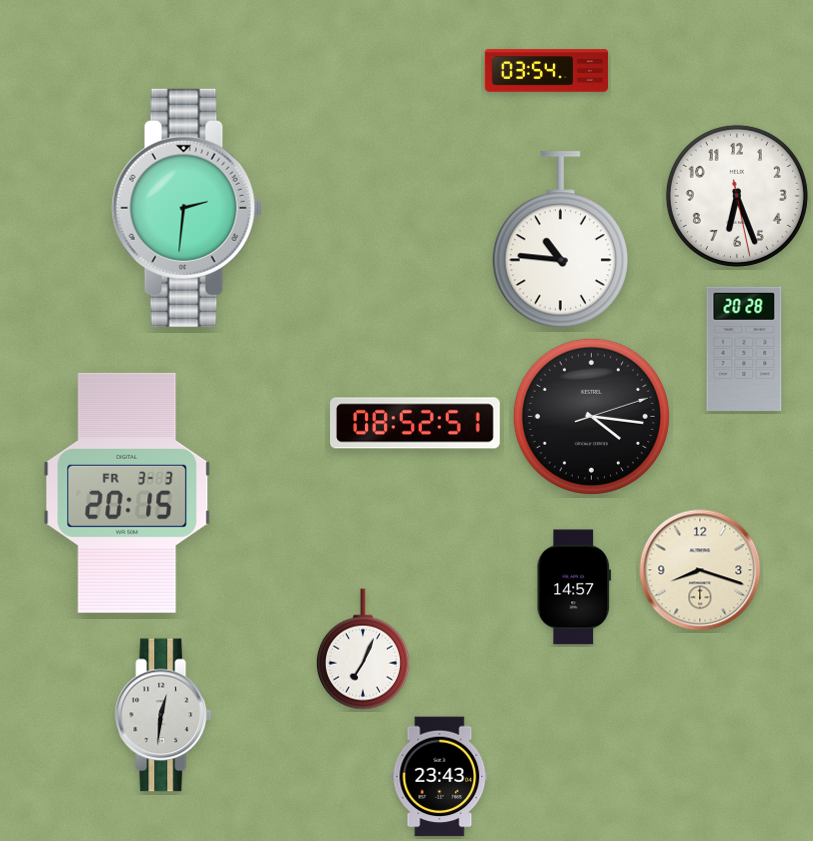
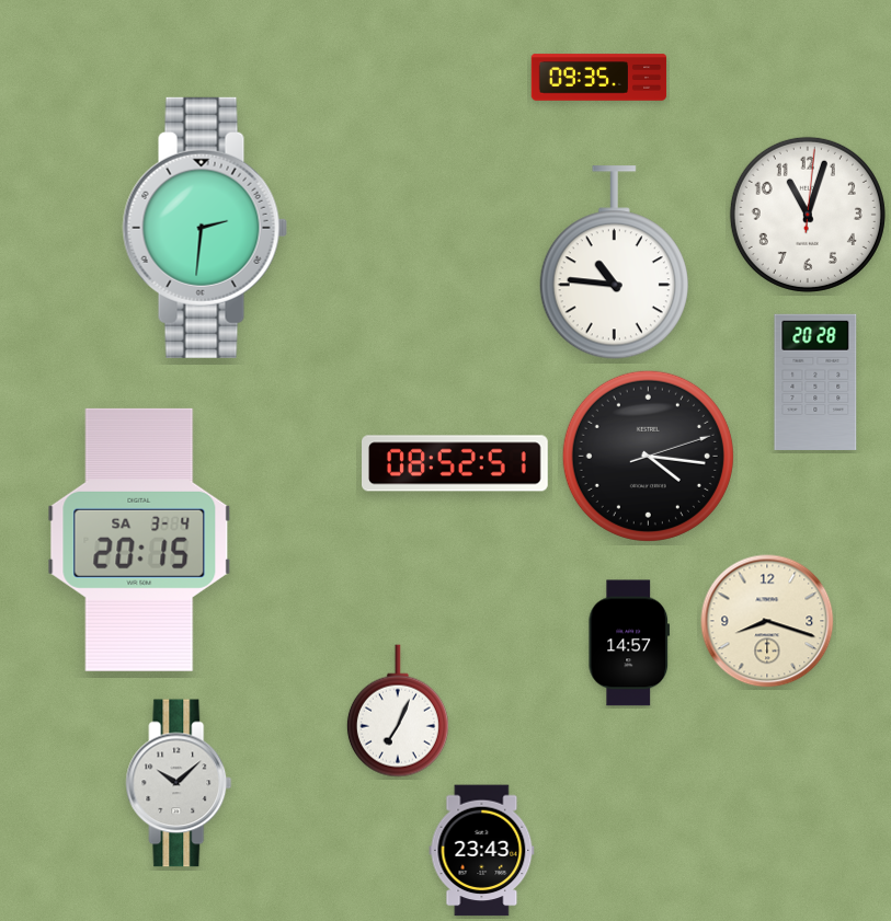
clock at (547, 71): 03:54 -> 09:35
clock at (737, 196): 6:26 -> 11:03
clock at (127, 493) date: FR 3-3 -> SA 3-4
clock at (700, 570) position: (700, 570) -> (767, 621)
clock at (163, 715): 12:31 -> 10:08
